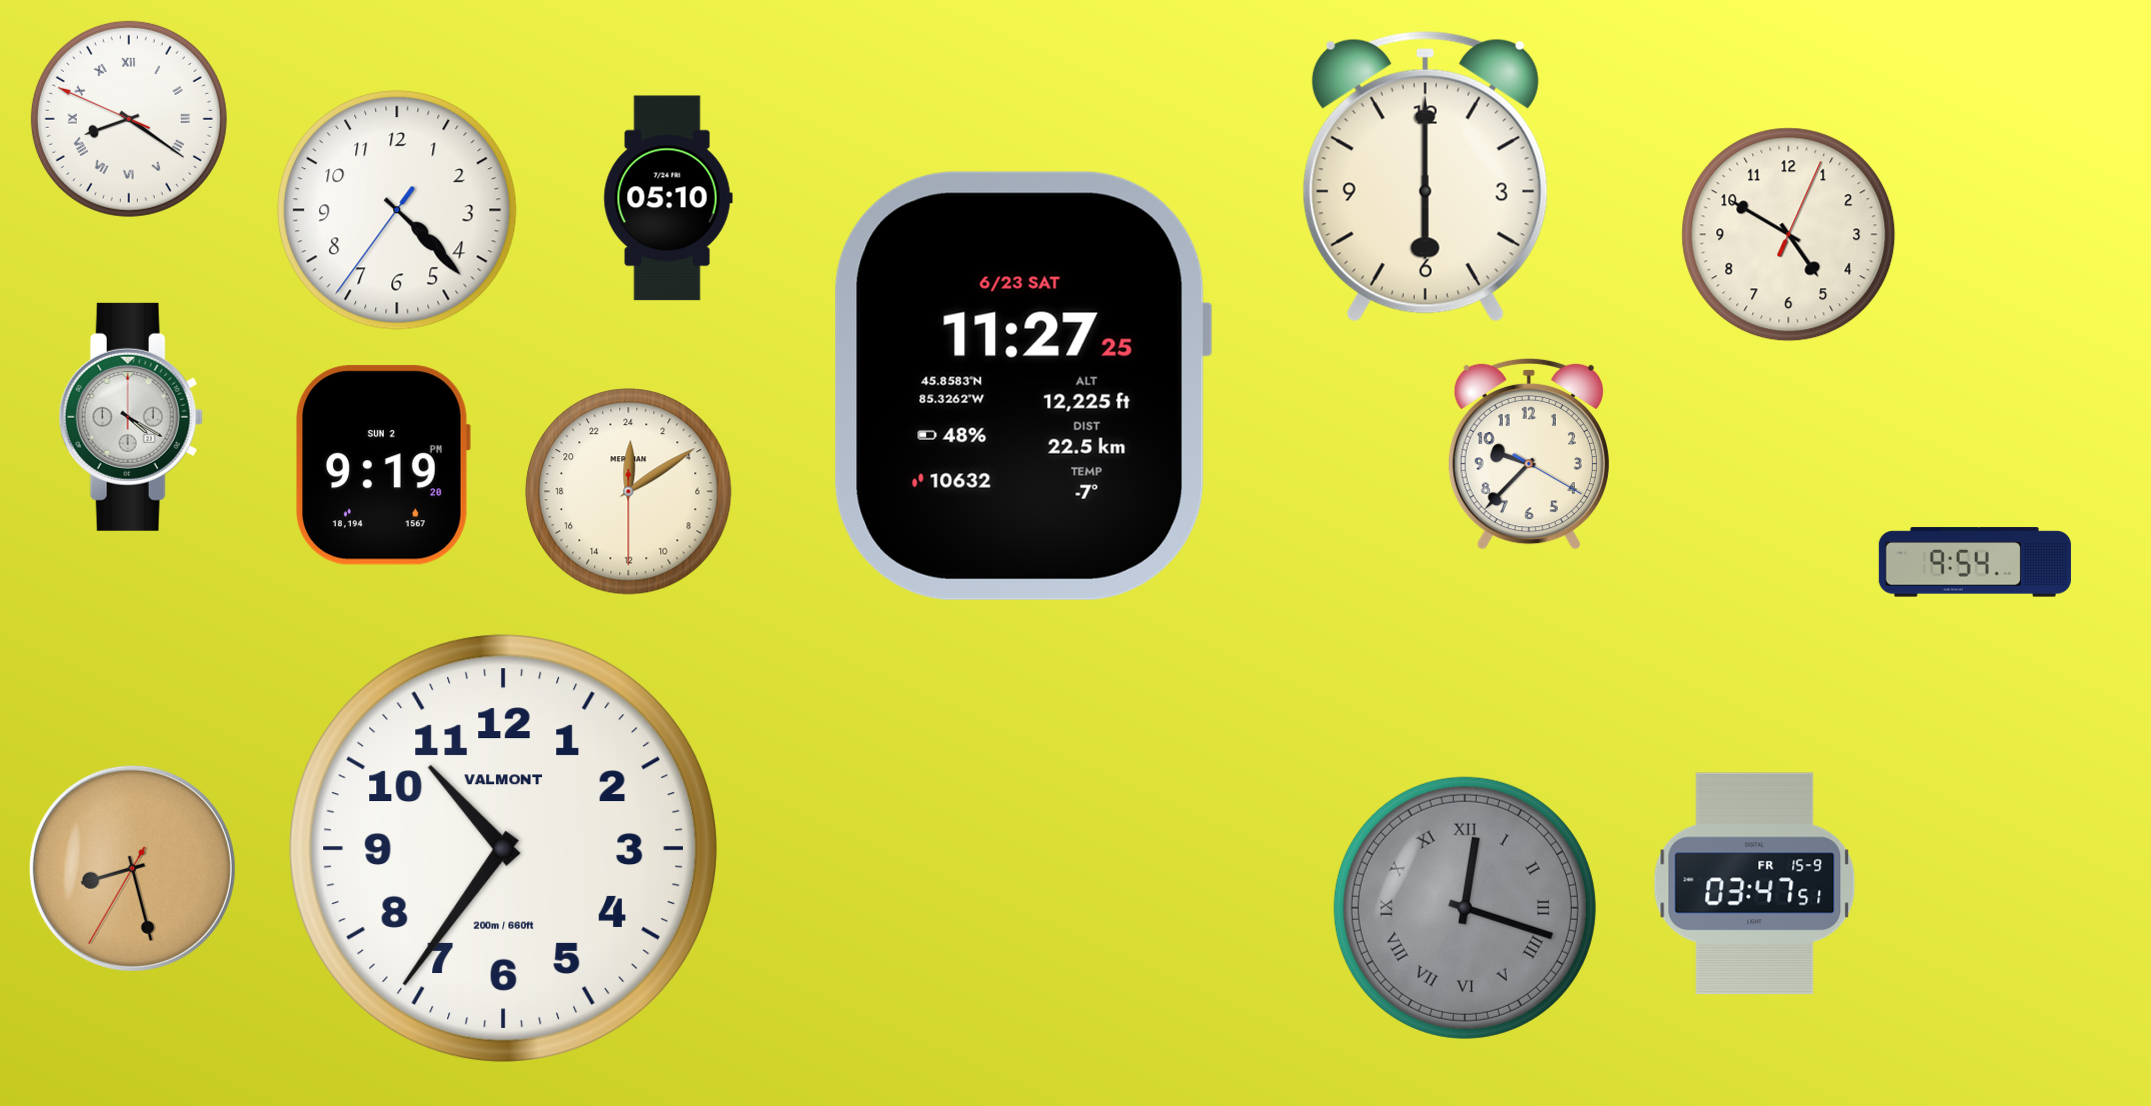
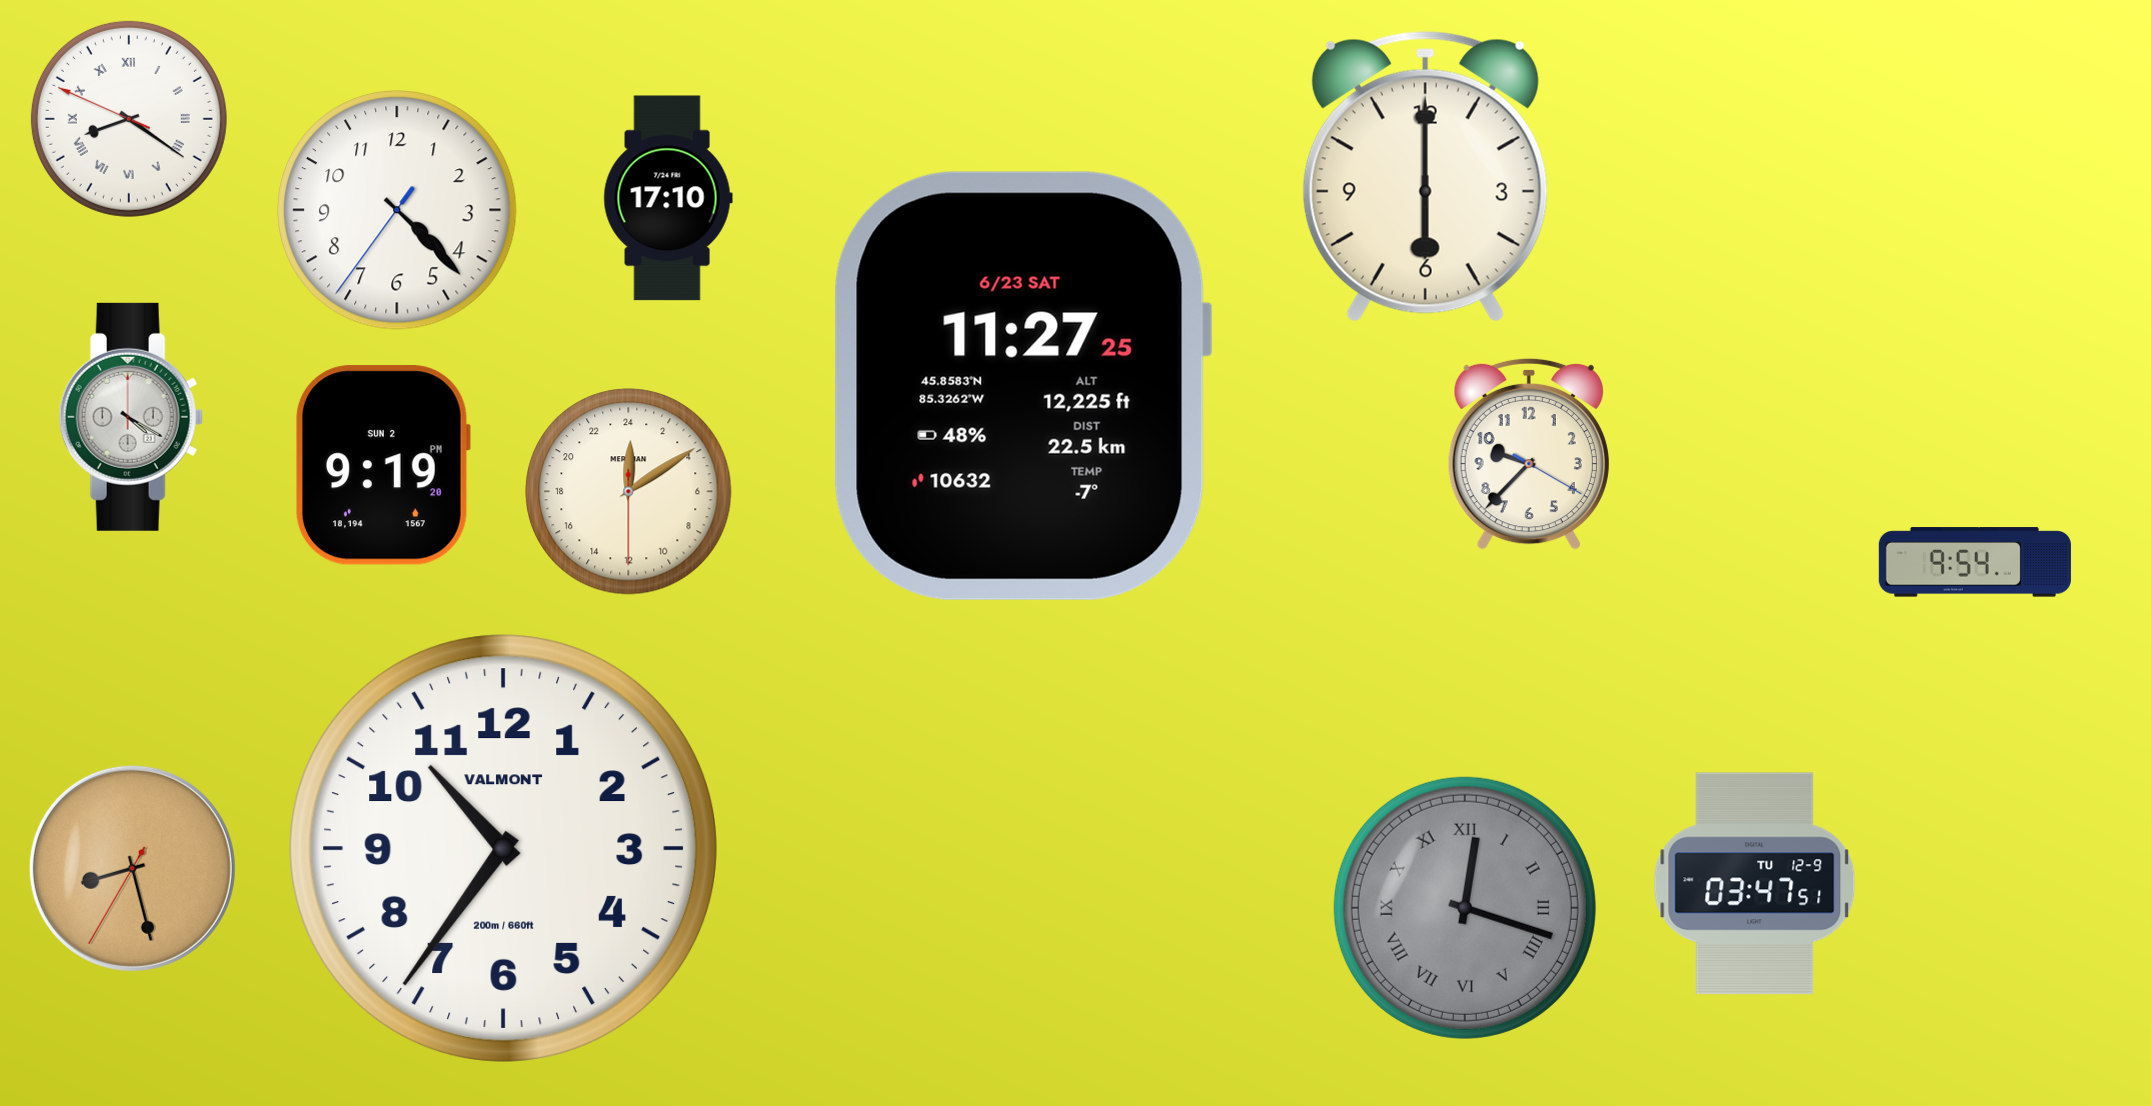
clock at (668, 198): 05:10 -> 17:10
clock at (1789, 235): 4:50 -> none
clock at (1755, 884) date: FR 15-9 -> TU 12-9
